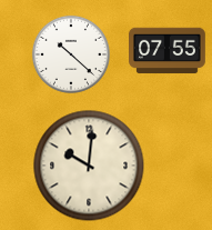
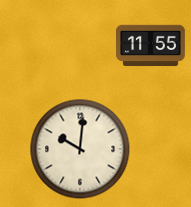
clock at (168, 51): 07:55 -> 11:55
clock at (71, 54): 10:22 -> none
